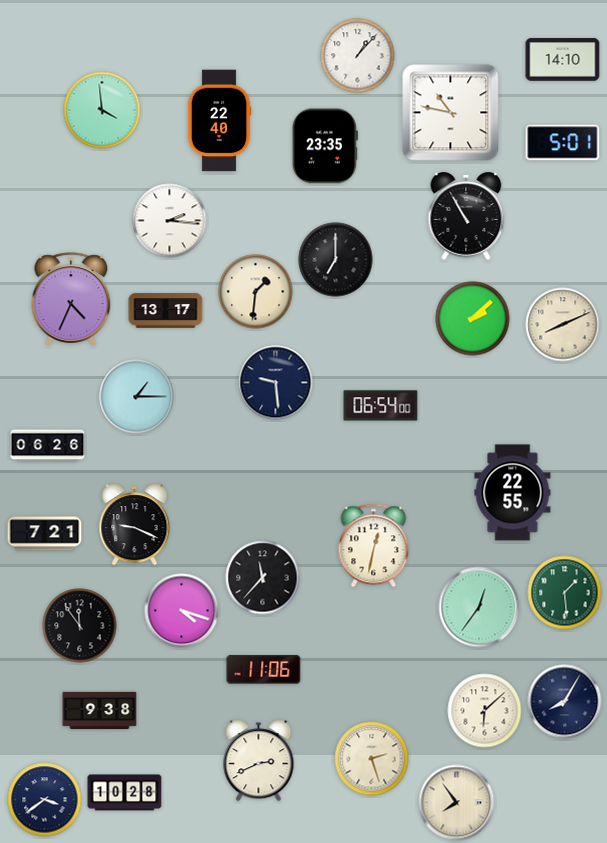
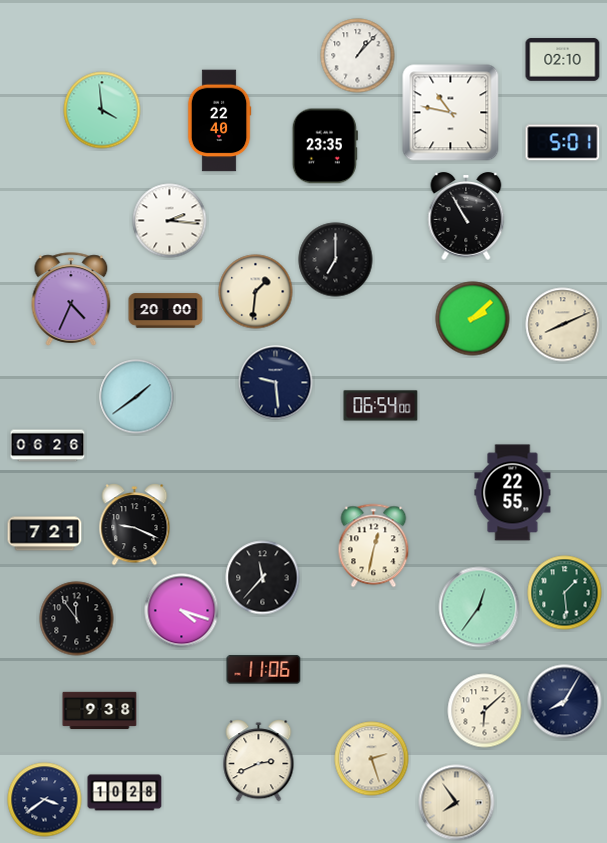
clock at (563, 60): 14:10 -> 02:10
clock at (166, 311): 13:17 -> 20:00
clock at (137, 397): 1:15 -> 1:39
clock at (80, 626) position: (80, 626) -> (77, 619)
